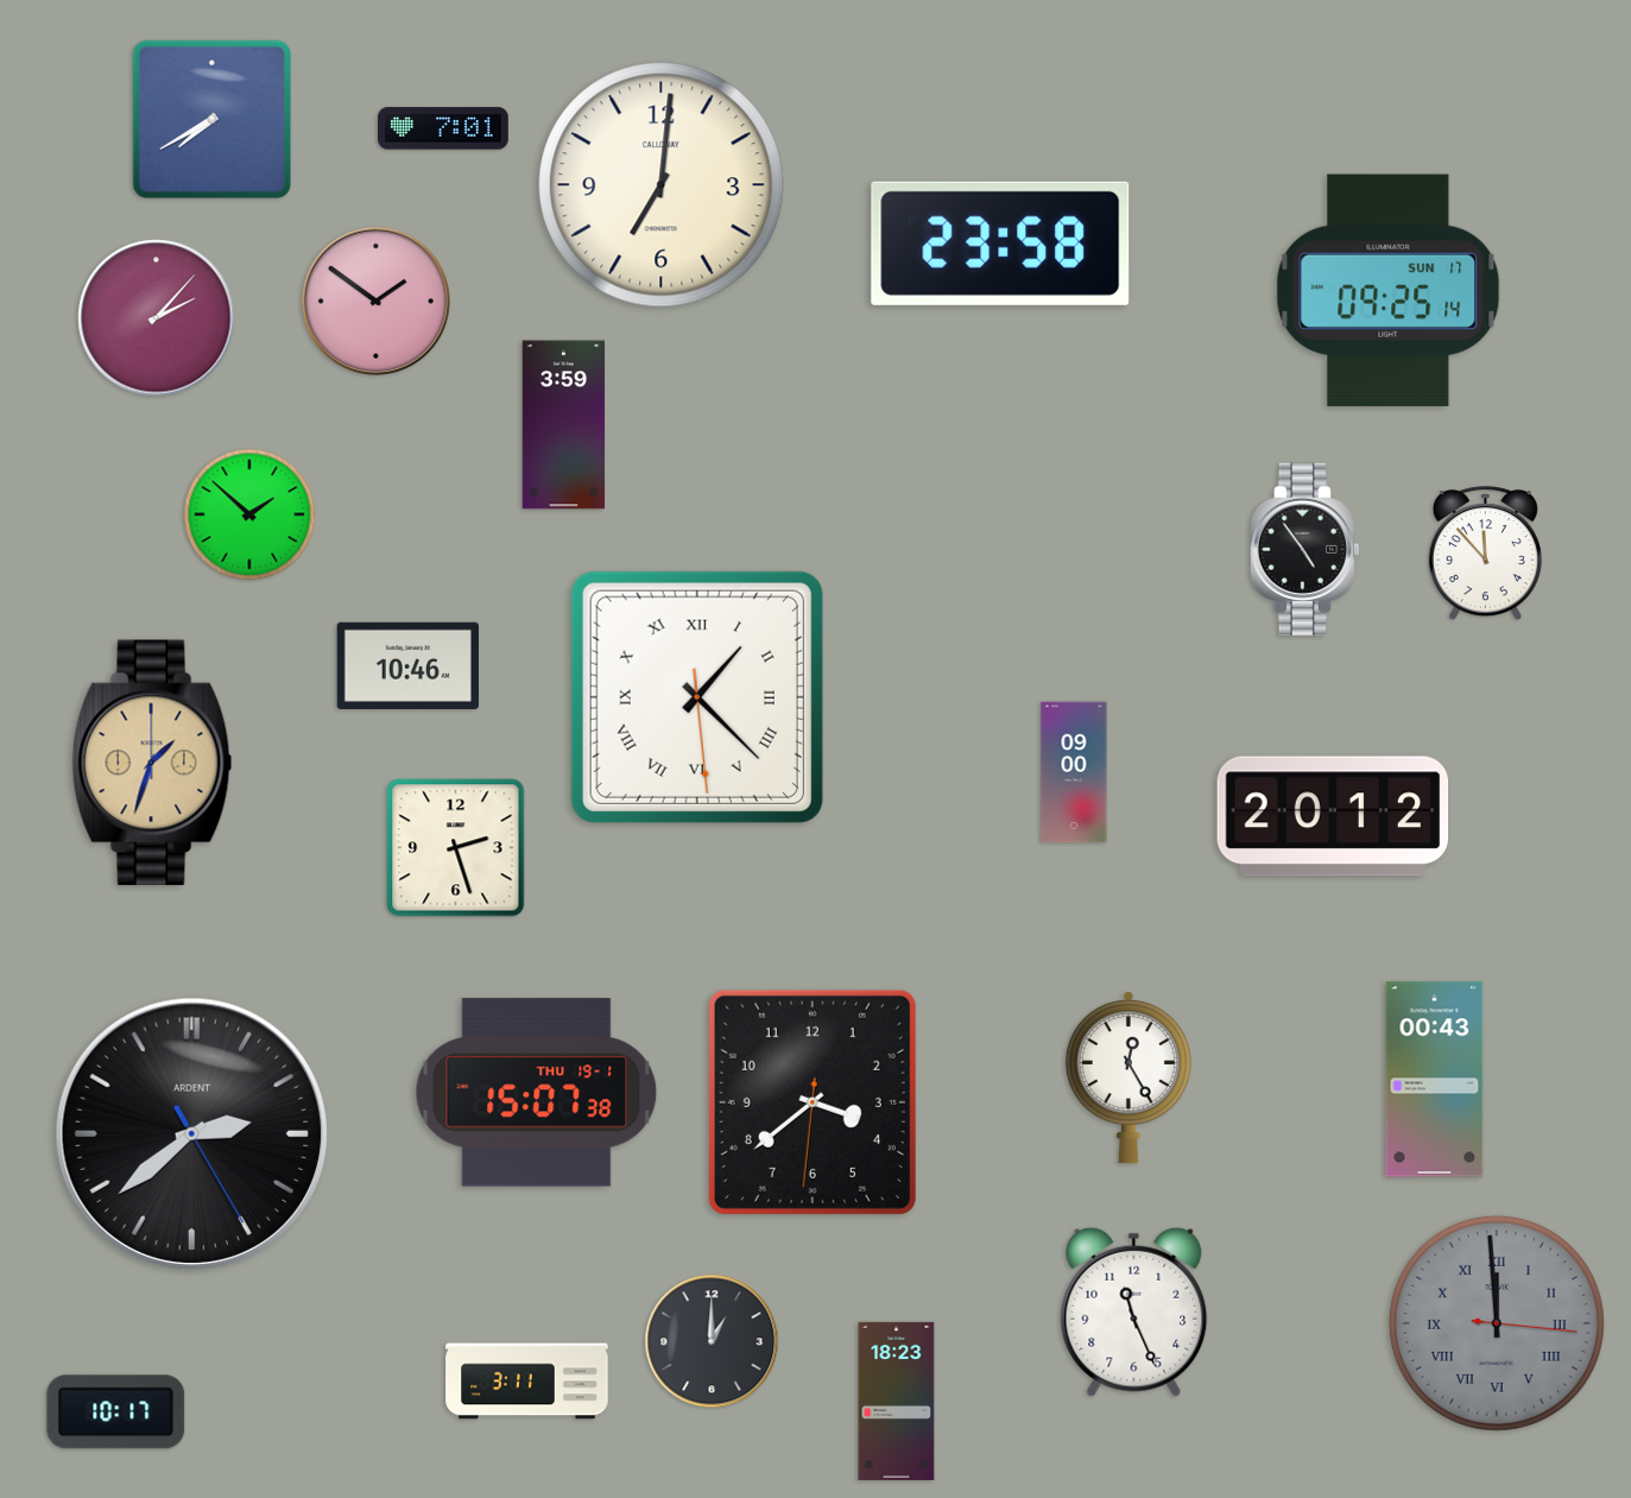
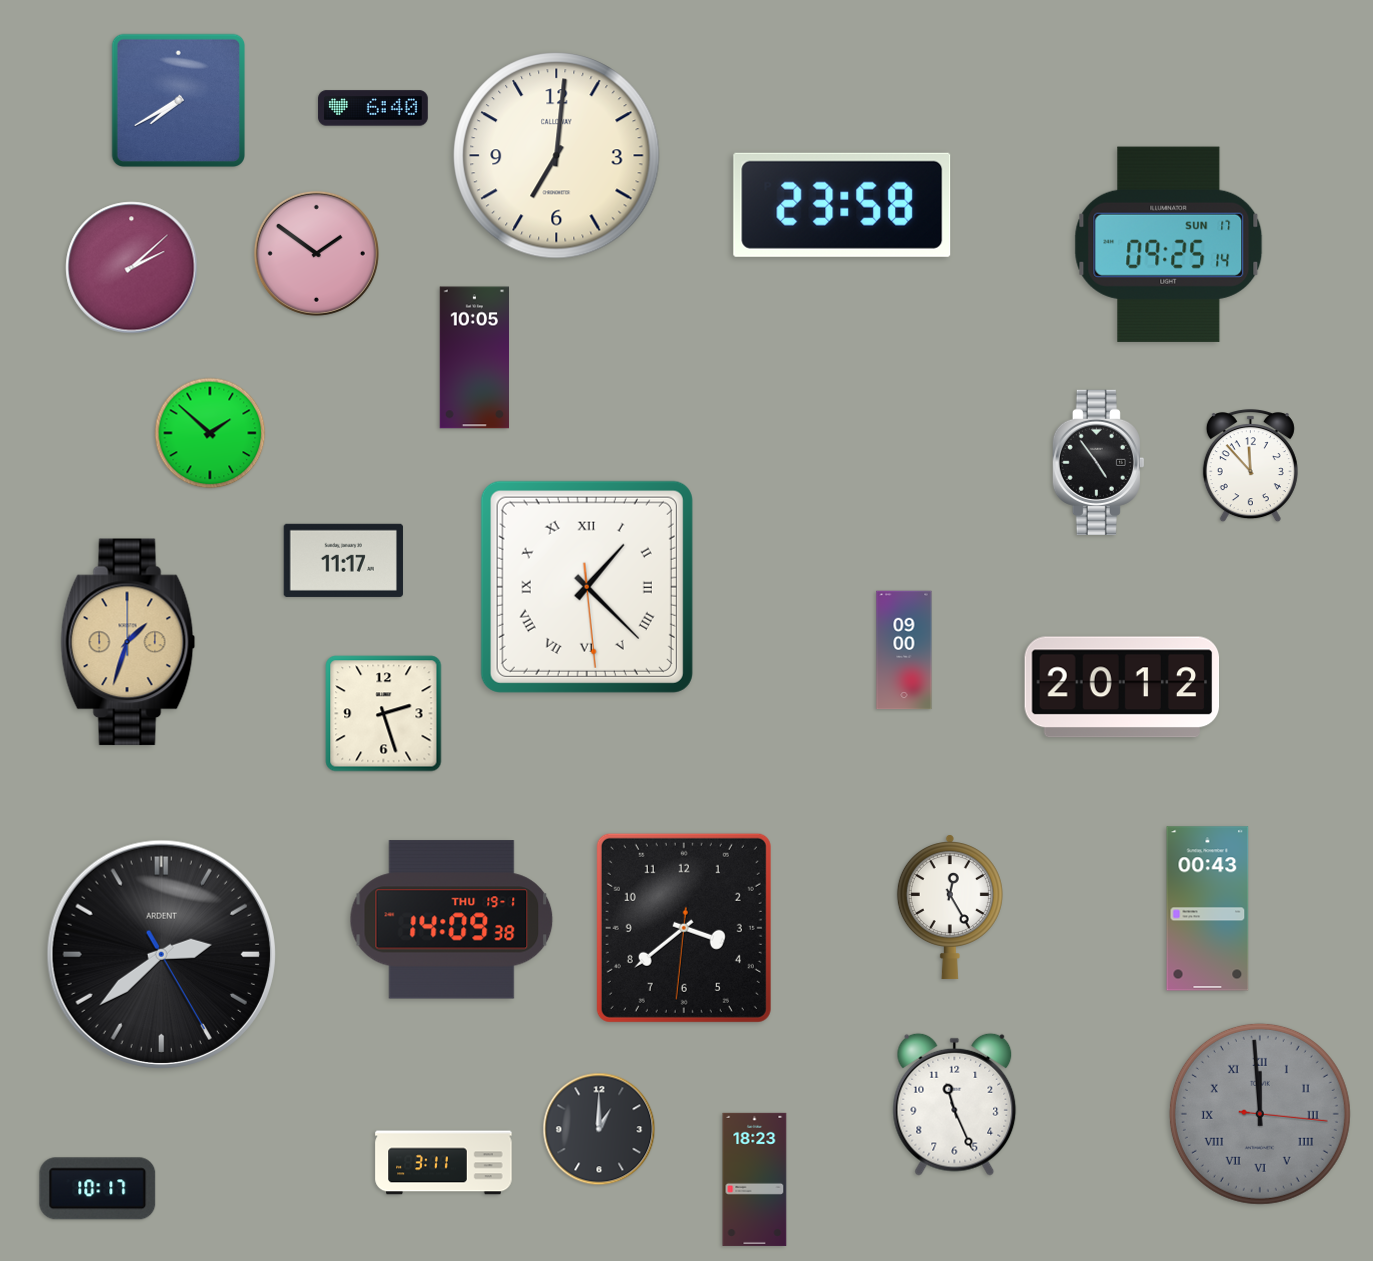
clock at (443, 128): 7:01 -> 6:40
clock at (157, 318): 2:07 -> 2:08
clock at (563, 425): 3:59 -> 10:05
clock at (407, 665): 10:46 -> 11:17
clock at (537, 1093): 15:07 -> 14:09
